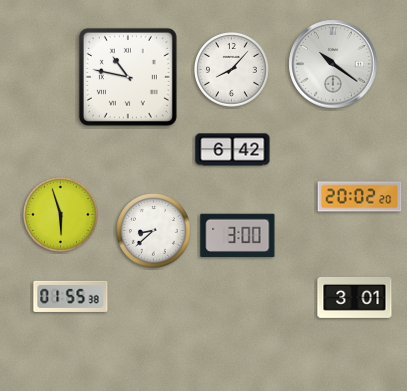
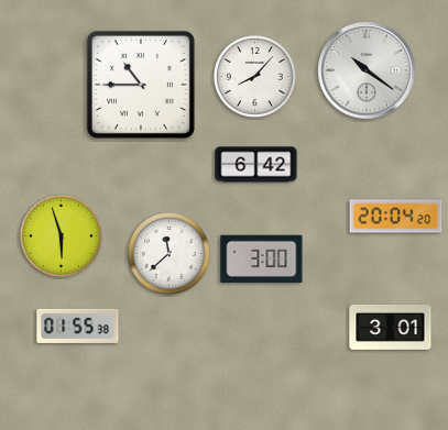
clock at (128, 77): 10:47 -> 10:45
clock at (360, 197): 20:02 -> 20:04
clock at (61, 215) position: (61, 215) -> (62, 236)
clock at (154, 231): 8:38 -> 11:38
